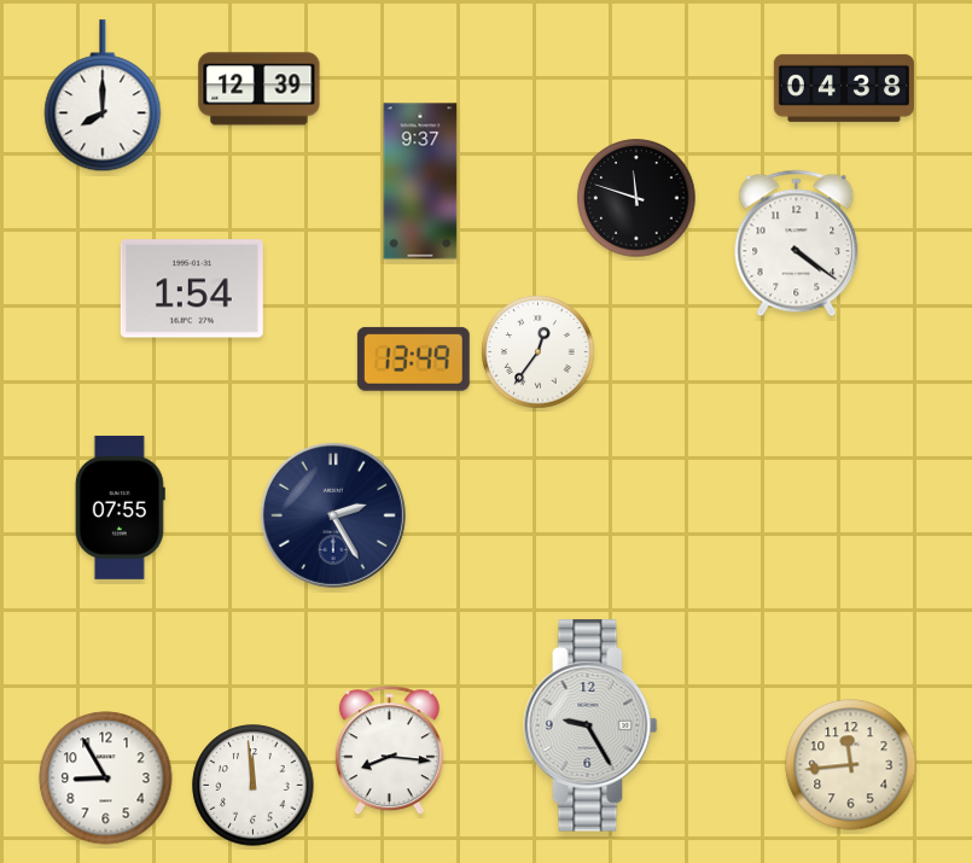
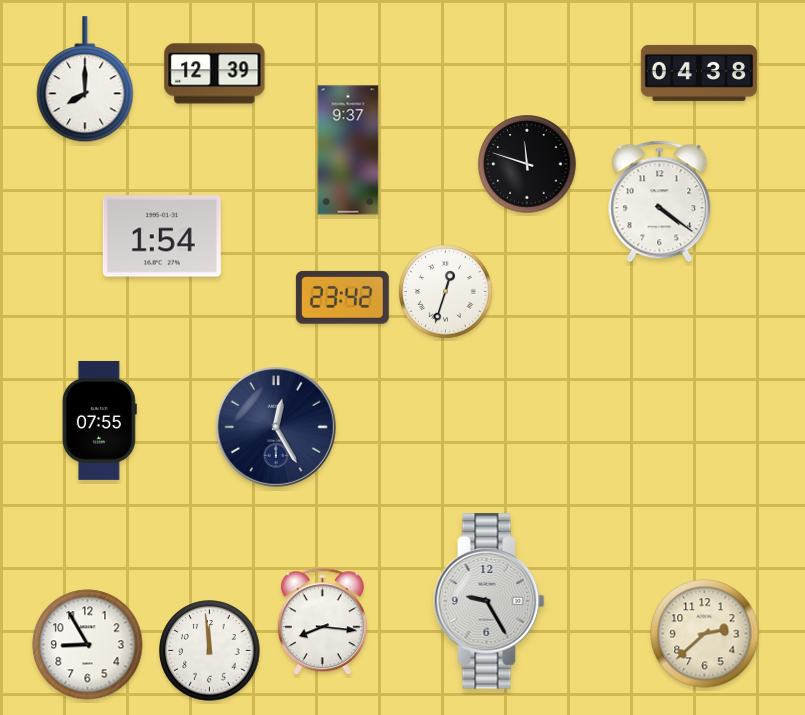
clock at (192, 288) position: (192, 288) -> (162, 236)
clock at (539, 352): 12:36 -> 12:33
clock at (413, 358): 13:49 -> 23:42
clock at (333, 515): 2:25 -> 12:25
clock at (851, 765): 11:44 -> 2:38
